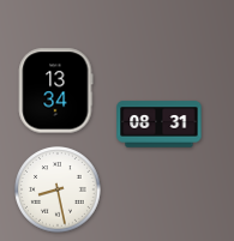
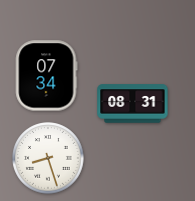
clock at (55, 91): 13:34 -> 07:34
clock at (58, 189): 8:28 -> 8:27
